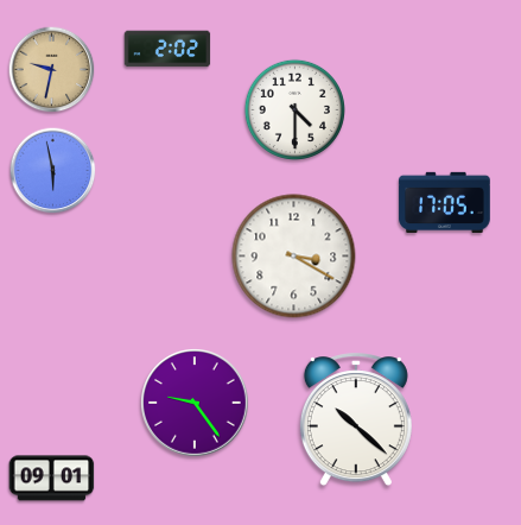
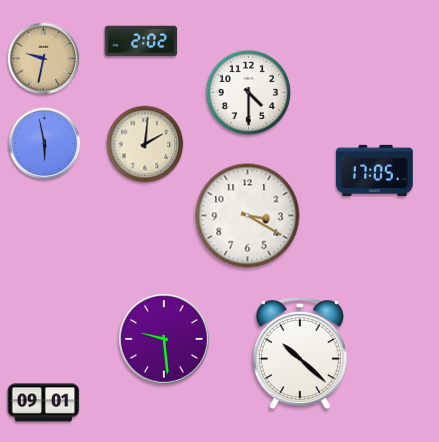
clock at (145, 144): none -> 2:01
clock at (196, 404): 9:24 -> 9:29
